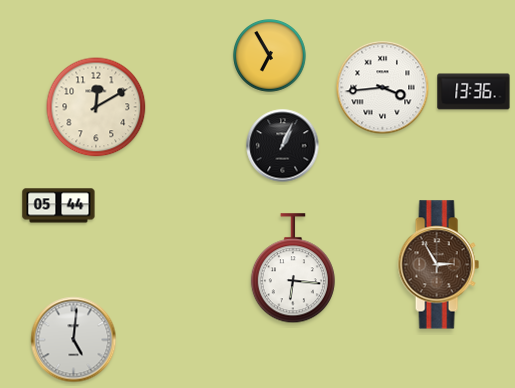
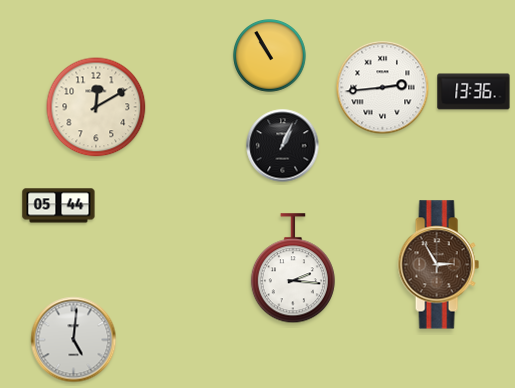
clock at (270, 56): 6:55 -> 10:55
clock at (383, 88): 3:44 -> 2:44
clock at (293, 269): 6:16 -> 2:16
